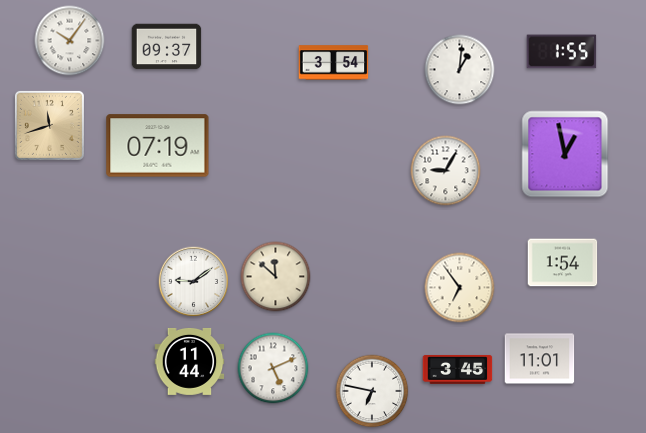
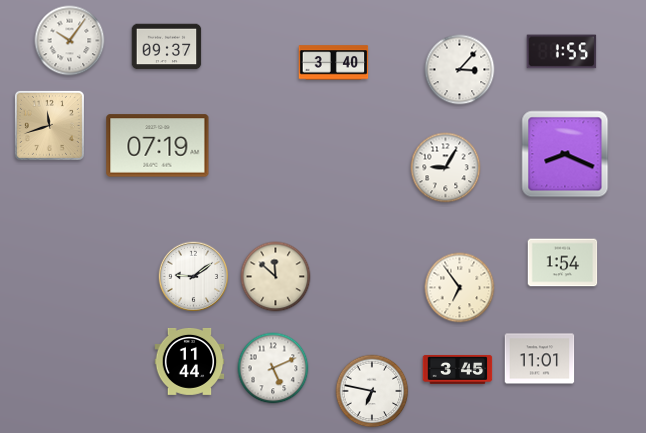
clock at (334, 63): 3:54 -> 3:40
clock at (460, 70): 1:01 -> 3:07
clock at (565, 154): 12:58 -> 8:19
clock at (446, 171) position: (446, 171) -> (446, 168)
clock at (194, 282) position: (194, 282) -> (194, 277)
